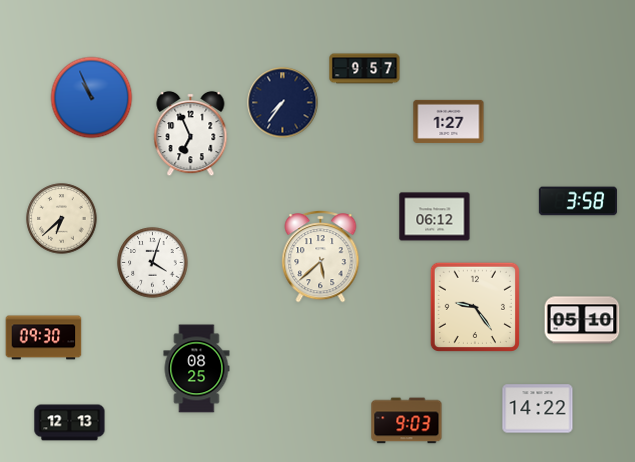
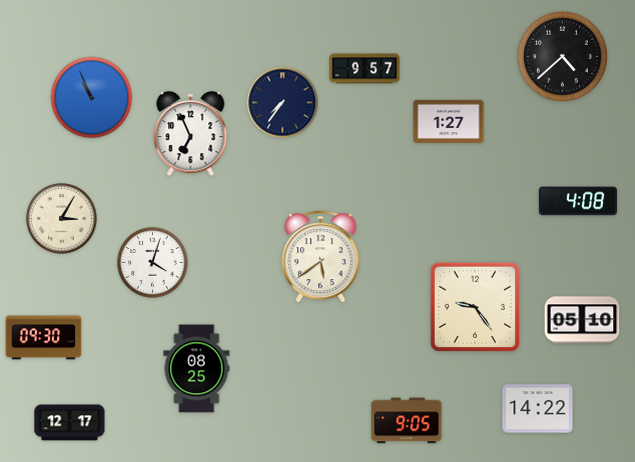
clock at (562, 56): none -> 4:38
clock at (578, 201): 3:58 -> 4:08
clock at (435, 217): 06:12 -> none
clock at (62, 219): 6:38 -> 3:05
clock at (321, 257): 5:38 -> 5:39
clock at (407, 421): 9:03 -> 9:05
clock at (70, 423): 12:13 -> 12:17
